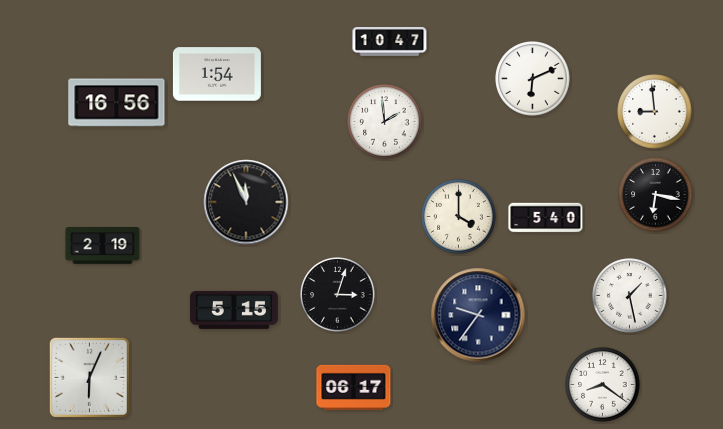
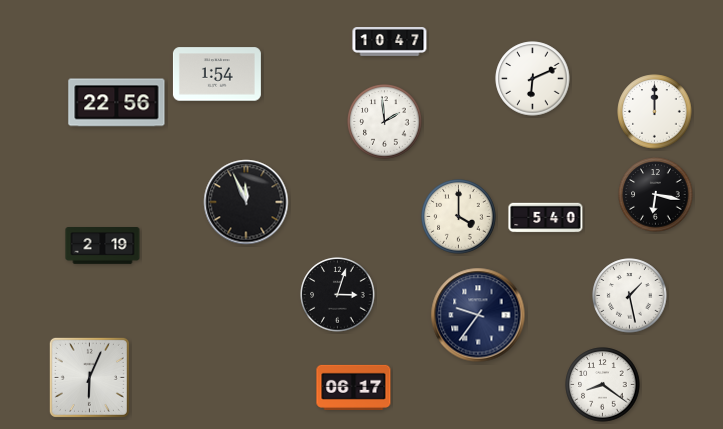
clock at (117, 103): 16:56 -> 22:56
clock at (655, 112): 8:59 -> 12:00
clock at (234, 310): 5:15 -> none
